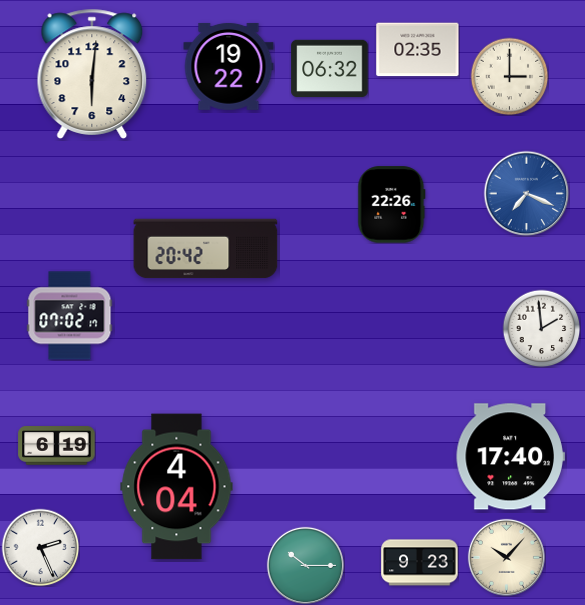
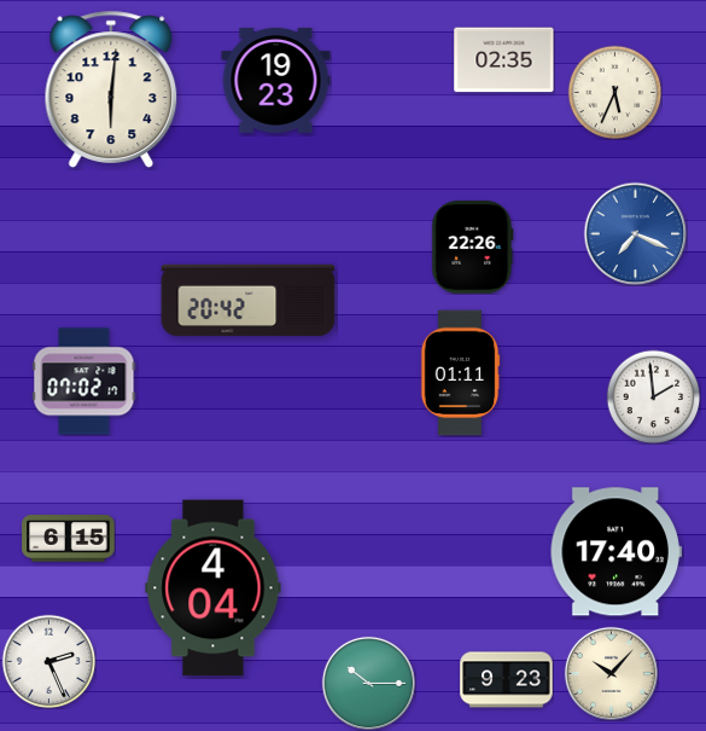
clock at (229, 66): 19:22 -> 19:23
clock at (330, 69): 06:32 -> none
clock at (509, 76): 3:00 -> 5:34
clock at (460, 373): none -> 01:11
clock at (57, 446): 6:19 -> 6:15
